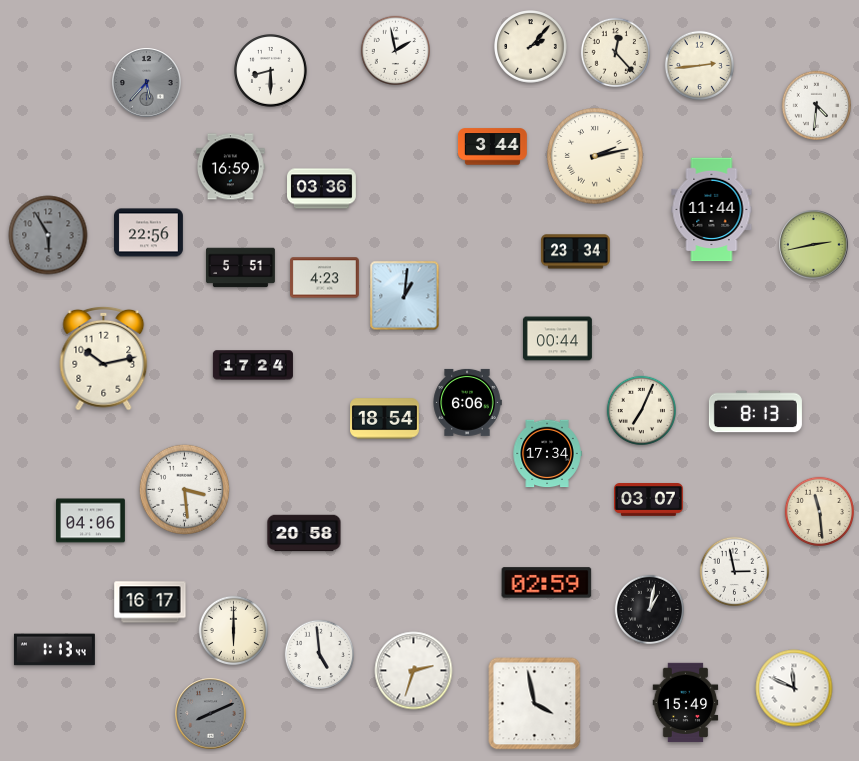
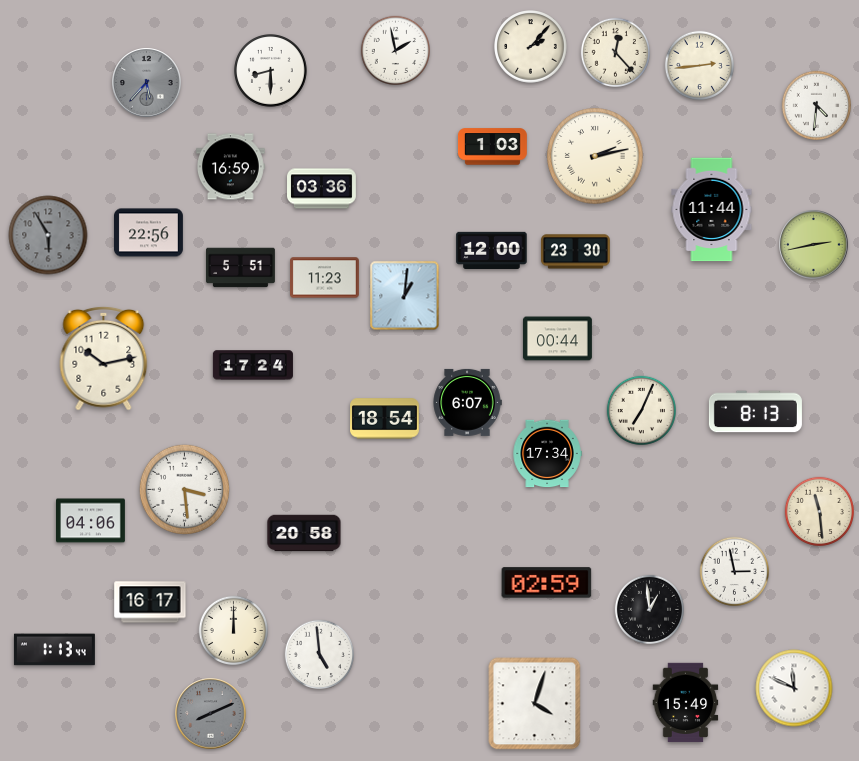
clock at (492, 147): 3:44 -> 1:03
clock at (492, 250): none -> 12:00
clock at (575, 252): 23:34 -> 23:30
clock at (325, 278): 4:23 -> 11:23
clock at (467, 402): 6:06 -> 6:07
clock at (649, 500): 03:07 -> none
clock at (649, 609): 1:02 -> 12:59
clock at (233, 630): 6:00 -> 12:00
clock at (414, 671): 2:33 -> none
clock at (535, 704): 3:58 -> 4:03
